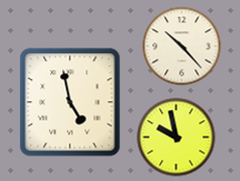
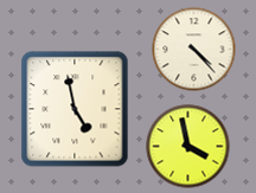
clock at (182, 47): 10:23 -> 4:23
clock at (177, 138): 9:58 -> 3:58
